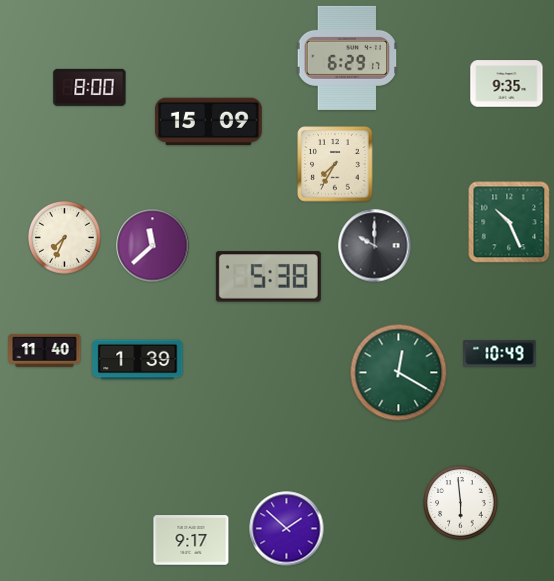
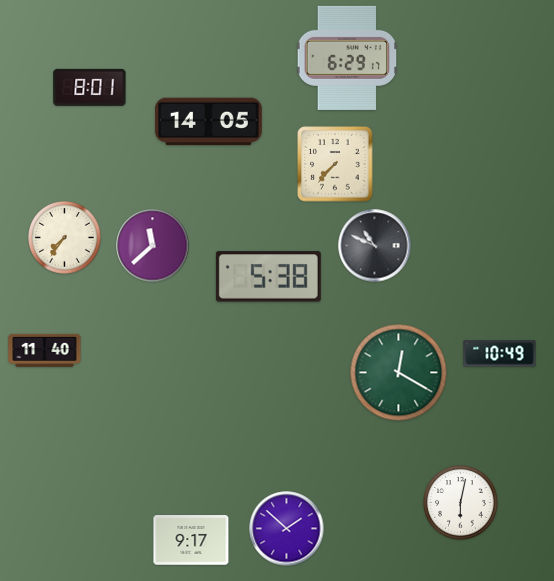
clock at (507, 84): 9:35 -> none
clock at (90, 87): 8:00 -> 8:01
clock at (209, 122): 15:09 -> 14:05
clock at (335, 164): 7:35 -> 7:37
clock at (509, 222): 10:26 -> none
clock at (65, 238): 7:34 -> 7:36
clock at (375, 246): 10:00 -> 10:49
clock at (138, 360): 1:39 -> none
clock at (461, 503): 5:59 -> 6:02
